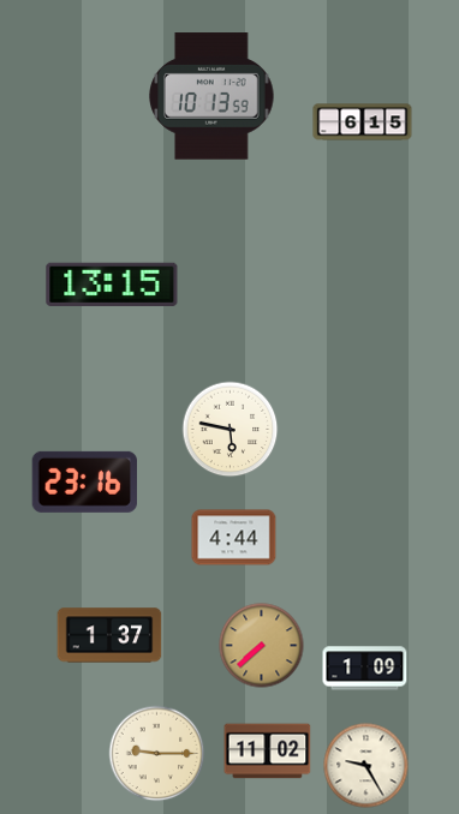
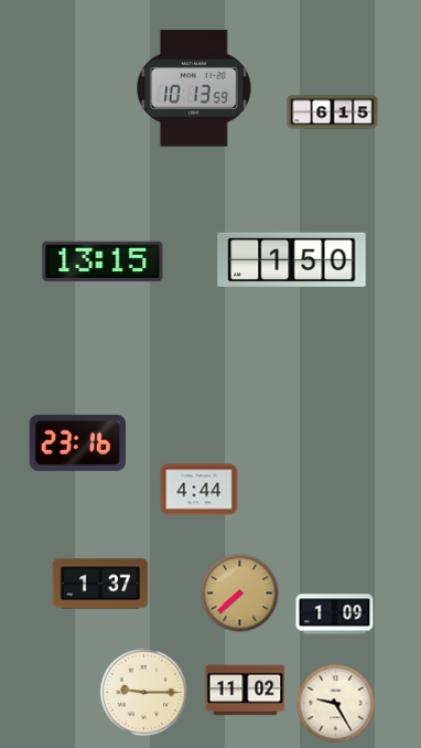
clock at (292, 259): none -> 1:50
clock at (231, 430): 5:47 -> none
clock at (234, 538) position: (234, 538) -> (199, 490)
